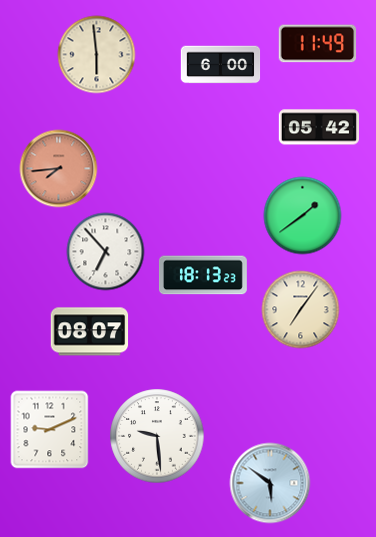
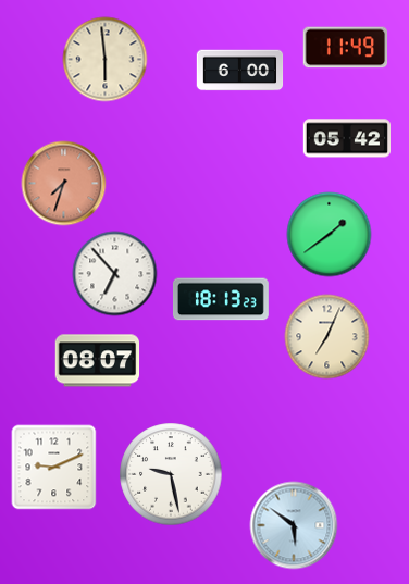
clock at (58, 168): 7:44 -> 7:33
clock at (300, 309): 7:06 -> 7:04
clock at (157, 436): 9:29 -> 9:28
